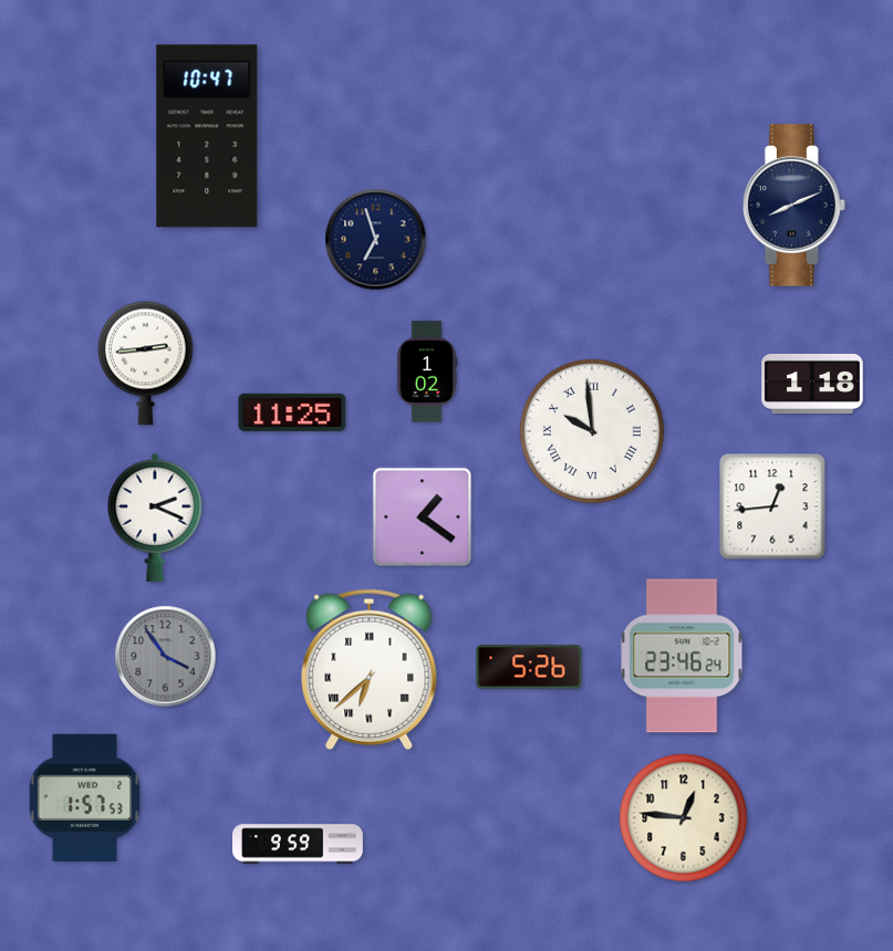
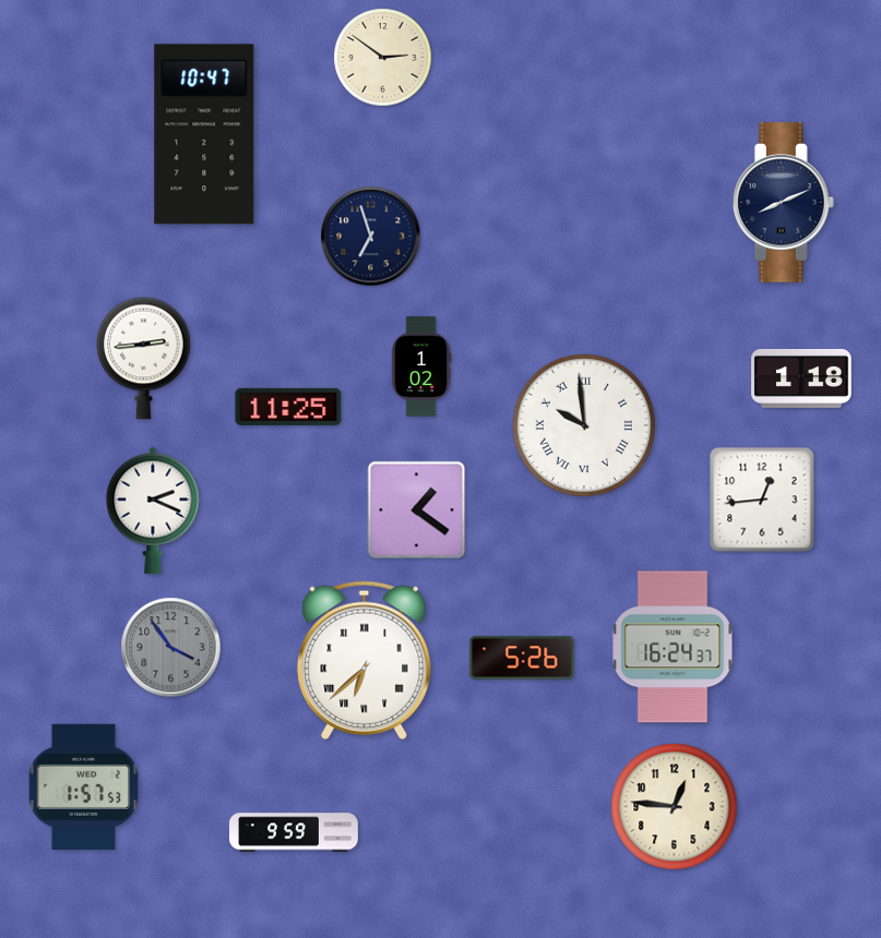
clock at (383, 58): none -> 2:51
clock at (682, 656): 23:46 -> 16:24
clock at (166, 657) position: (166, 657) -> (171, 648)
